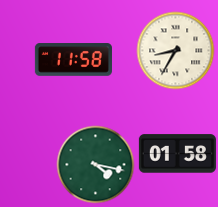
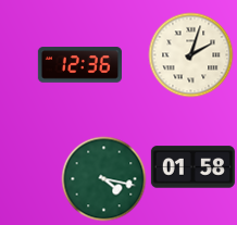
clock at (175, 50): 8:35 -> 2:03
clock at (73, 60): 11:58 -> 12:36
